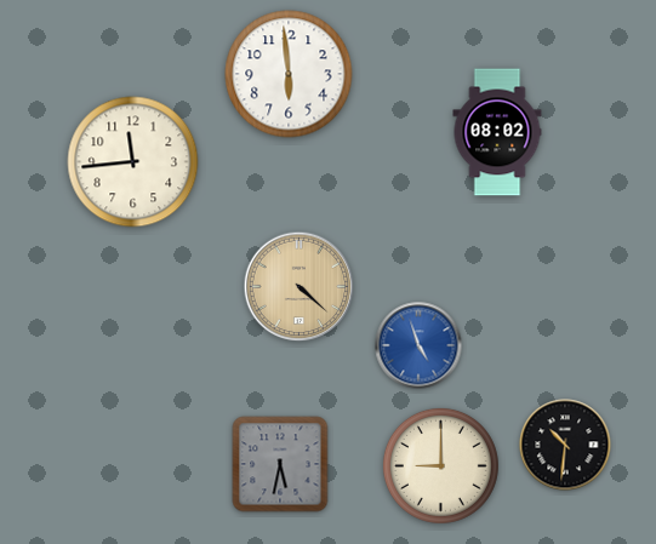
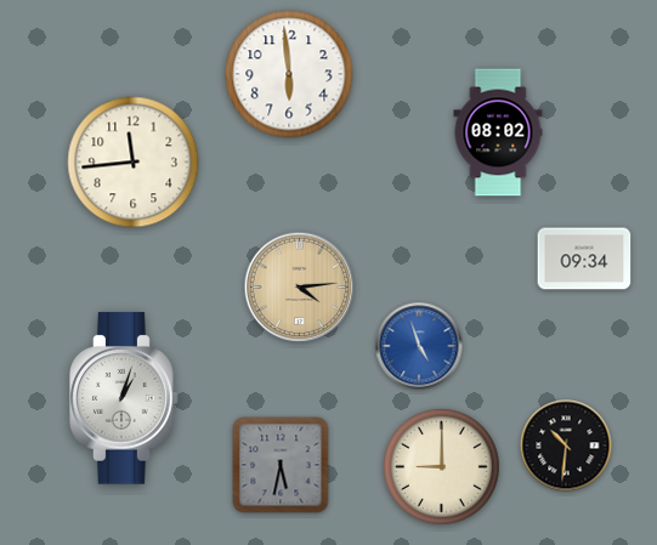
clock at (584, 259): none -> 09:34
clock at (300, 287): 4:22 -> 4:14
clock at (124, 398): none -> 1:03
